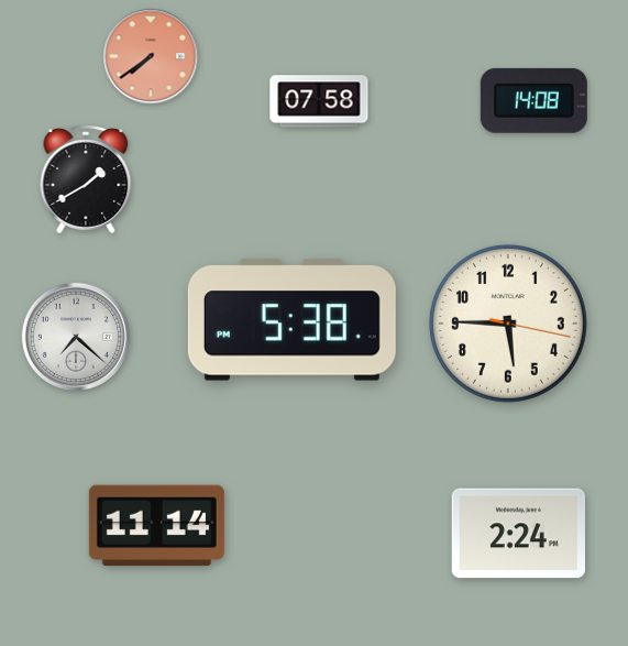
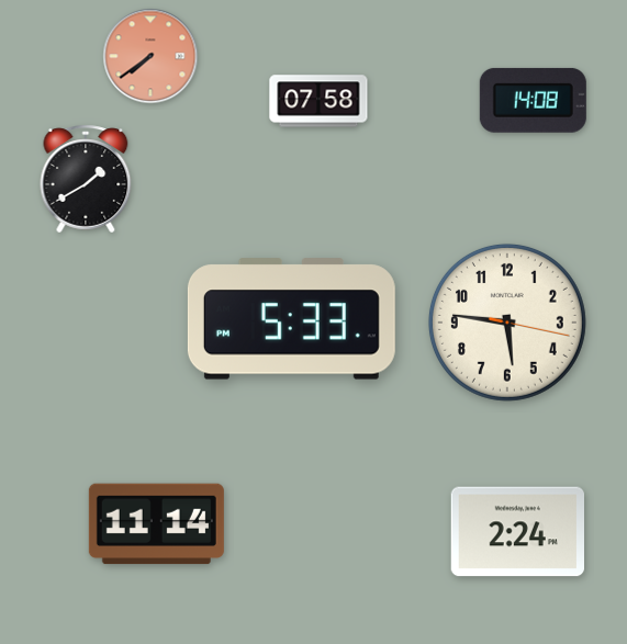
clock at (291, 320): 5:38 -> 5:33
clock at (508, 324): 5:45 -> 5:46
clock at (76, 337): 7:22 -> none
